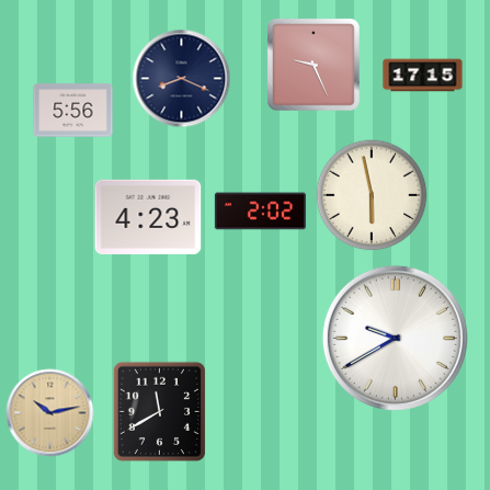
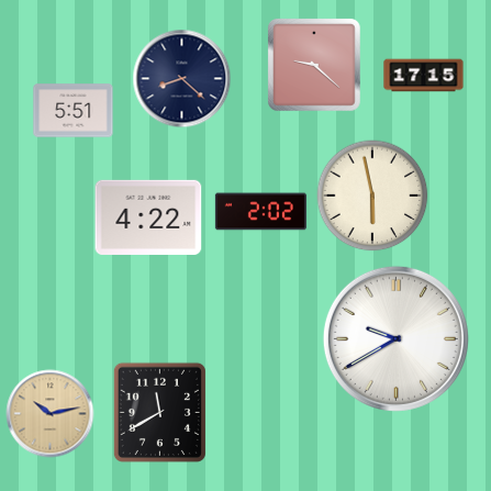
clock at (314, 65): 9:26 -> 9:22
clock at (182, 79): 8:19 -> 8:22
clock at (73, 111): 5:56 -> 5:51
clock at (148, 217): 4:23 -> 4:22
